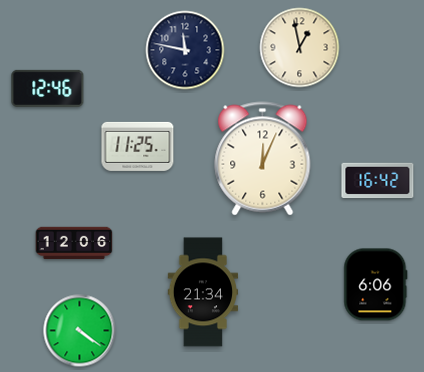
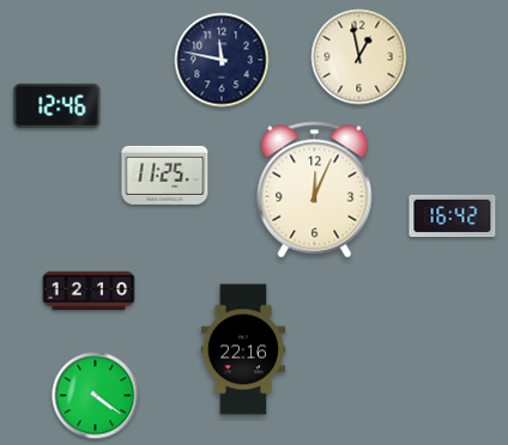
clock at (74, 243): 12:06 -> 12:10
clock at (376, 285): 6:06 -> none
clock at (203, 292): 21:34 -> 22:16
